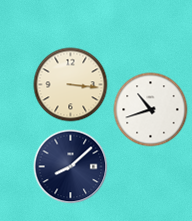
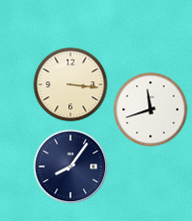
clock at (151, 110): 10:42 -> 11:42
clock at (71, 167): 8:08 -> 8:06
